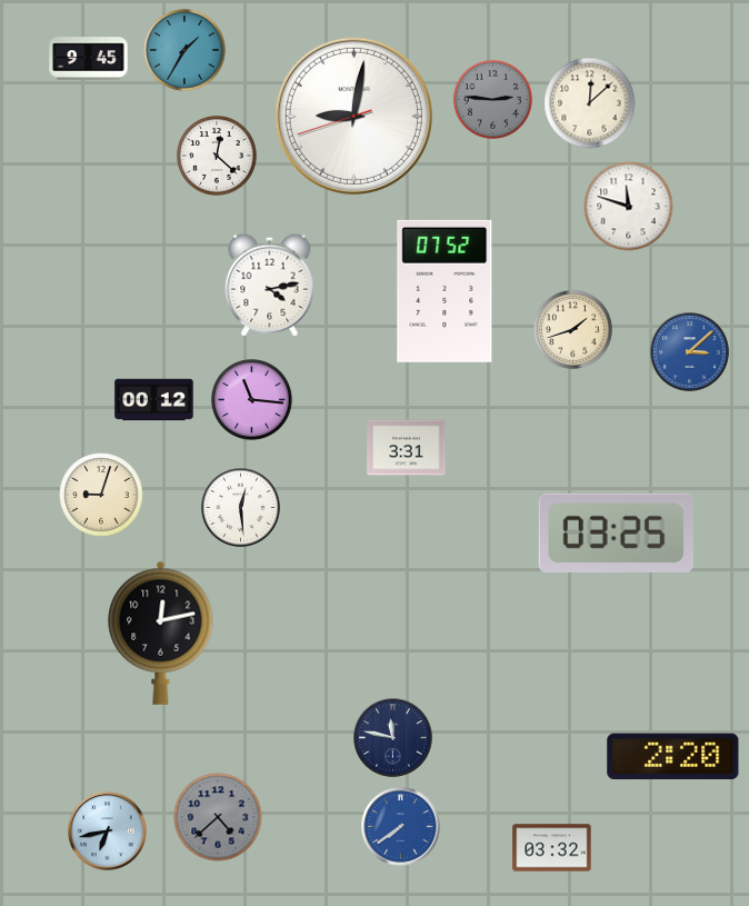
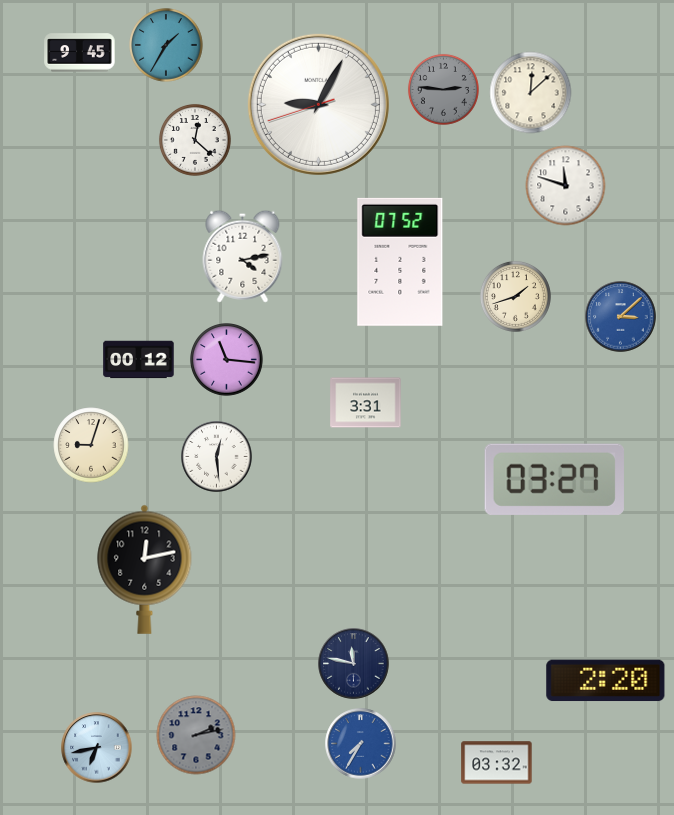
clock at (353, 116): 9:01 -> 9:04
clock at (616, 532): 03:25 -> 03:27
clock at (218, 817): 4:38 -> 2:13
clock at (401, 827): 7:39 -> 7:35
